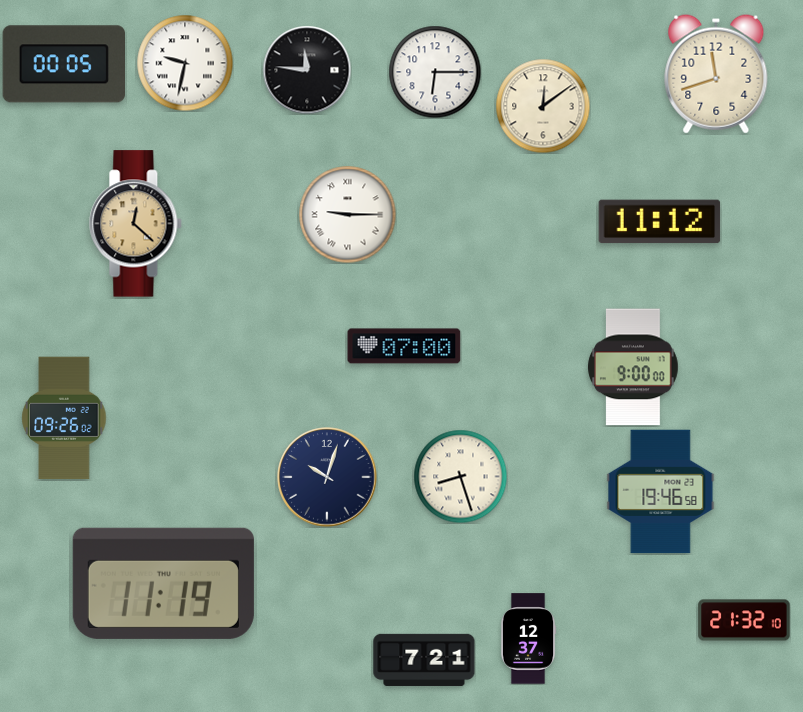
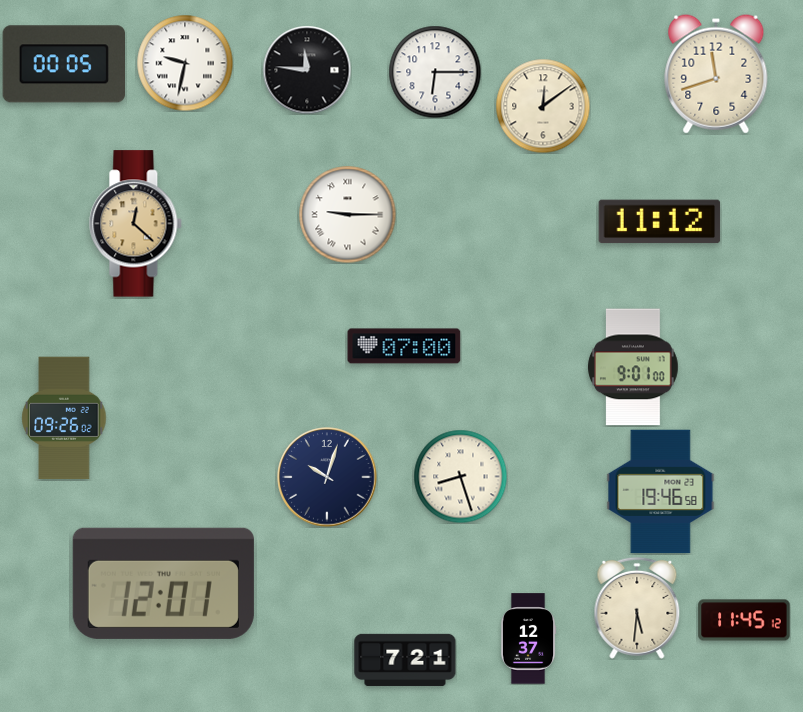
clock at (634, 367): 9:00 -> 9:01
clock at (163, 583): 11:19 -> 12:01
clock at (637, 608): none -> 5:31
clock at (744, 620): 21:32 -> 11:45
clock at (424, 660) position: (424, 660) -> (405, 660)
